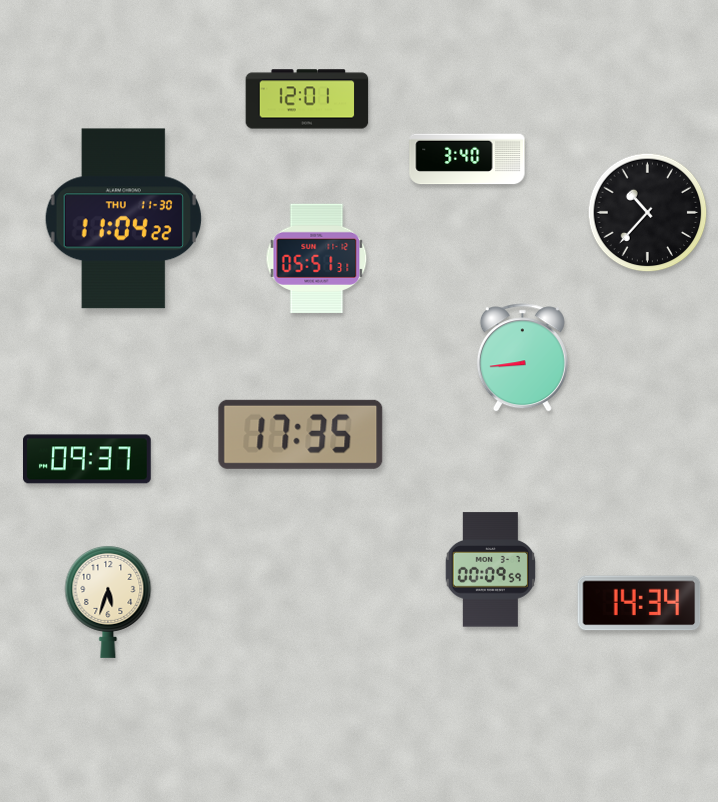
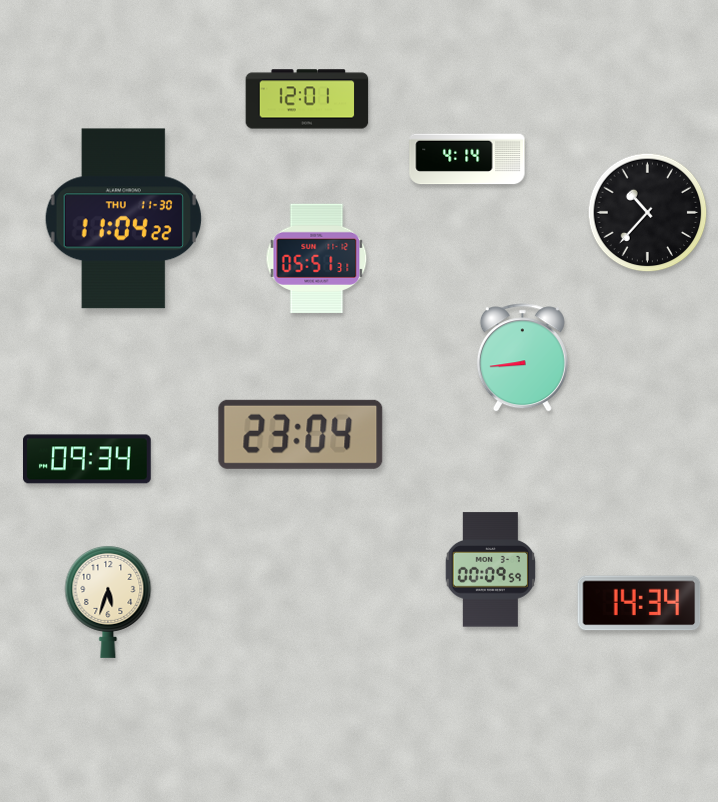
clock at (467, 159): 3:40 -> 4:14
clock at (301, 434): 17:35 -> 23:04
clock at (88, 459): 09:37 -> 09:34
